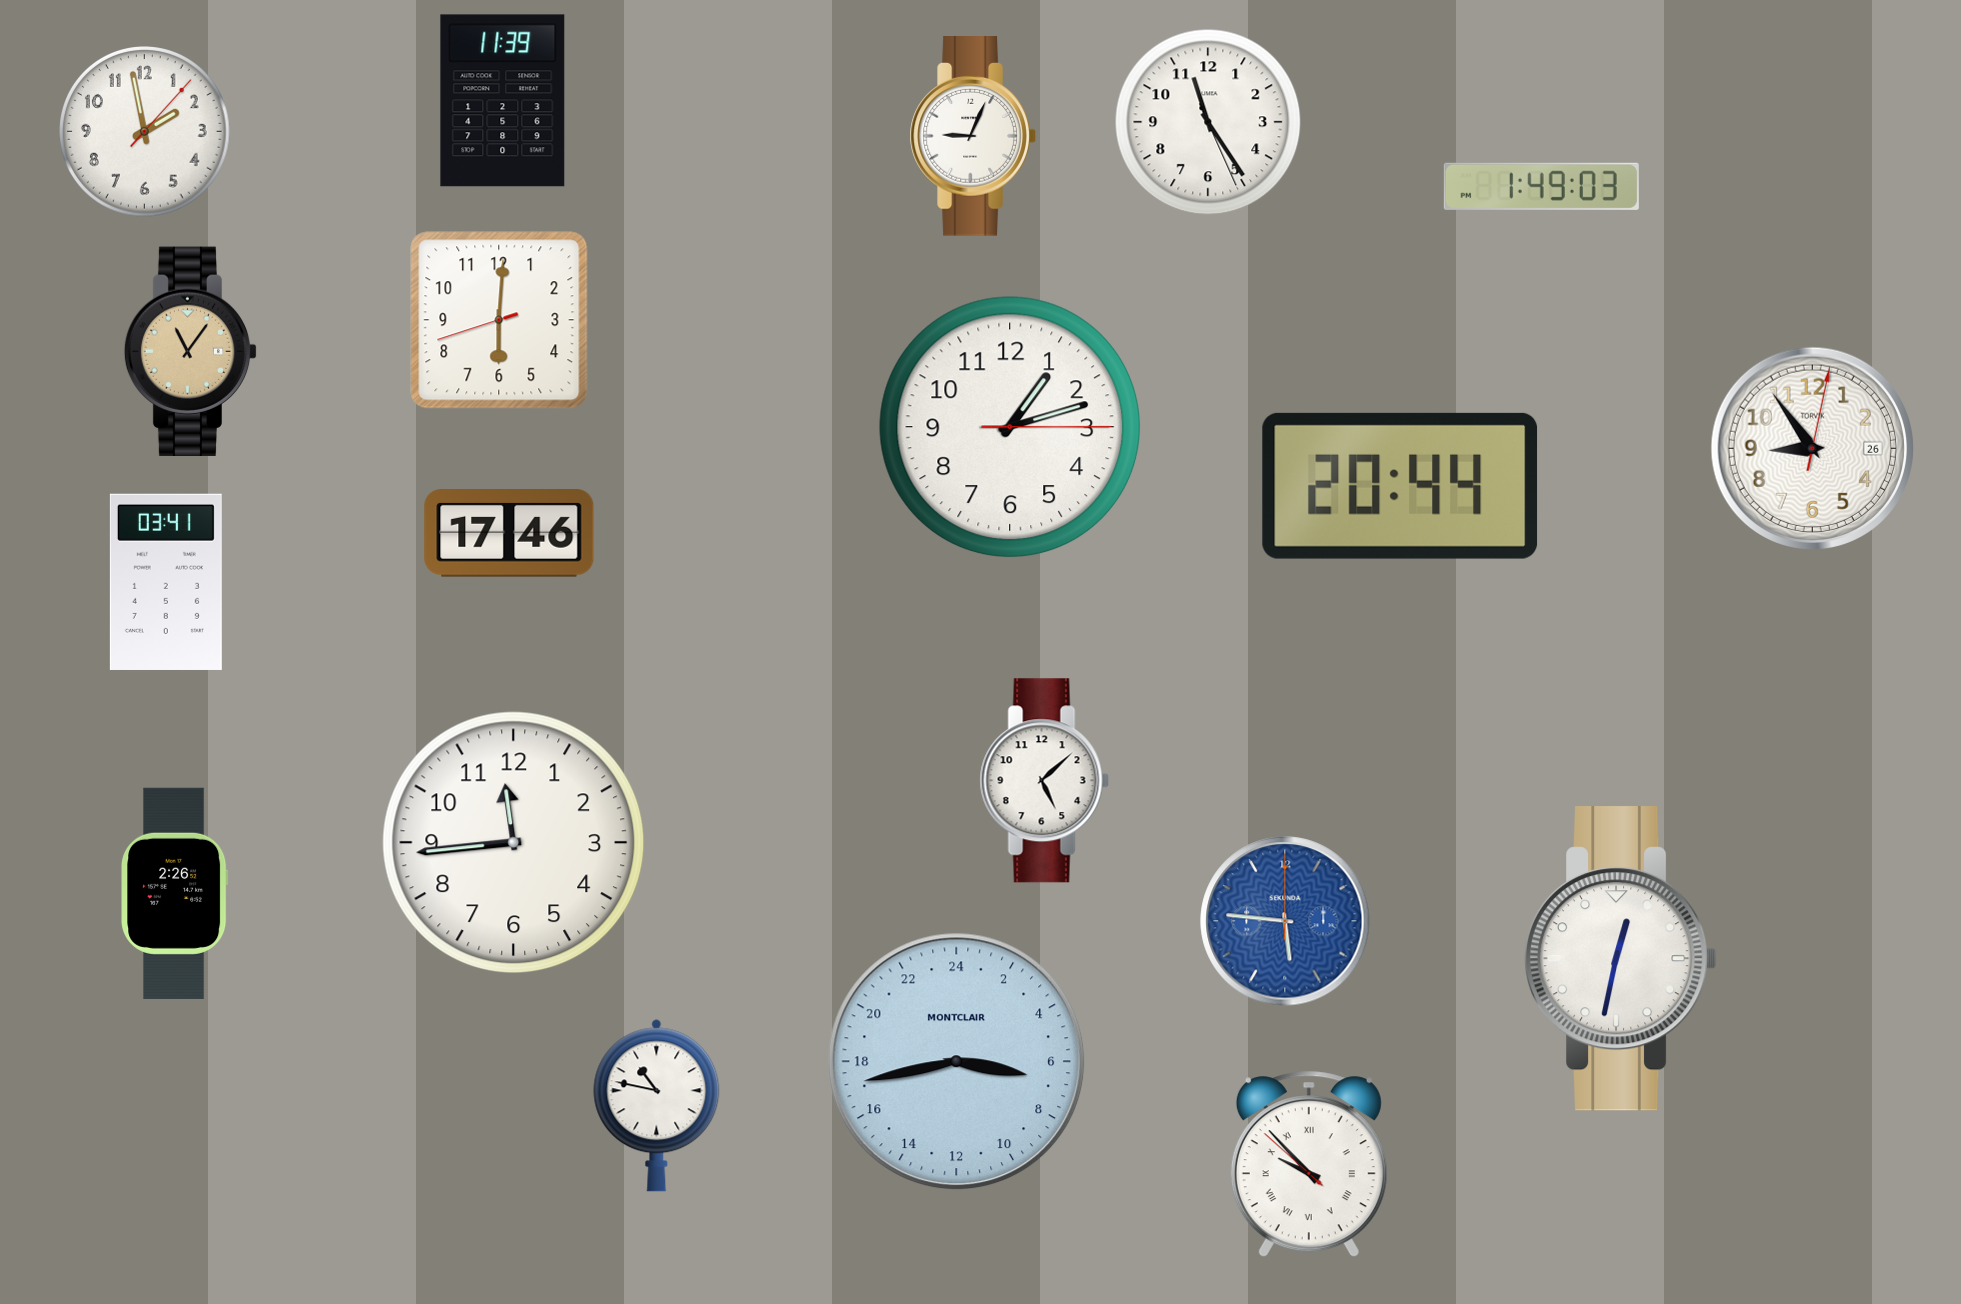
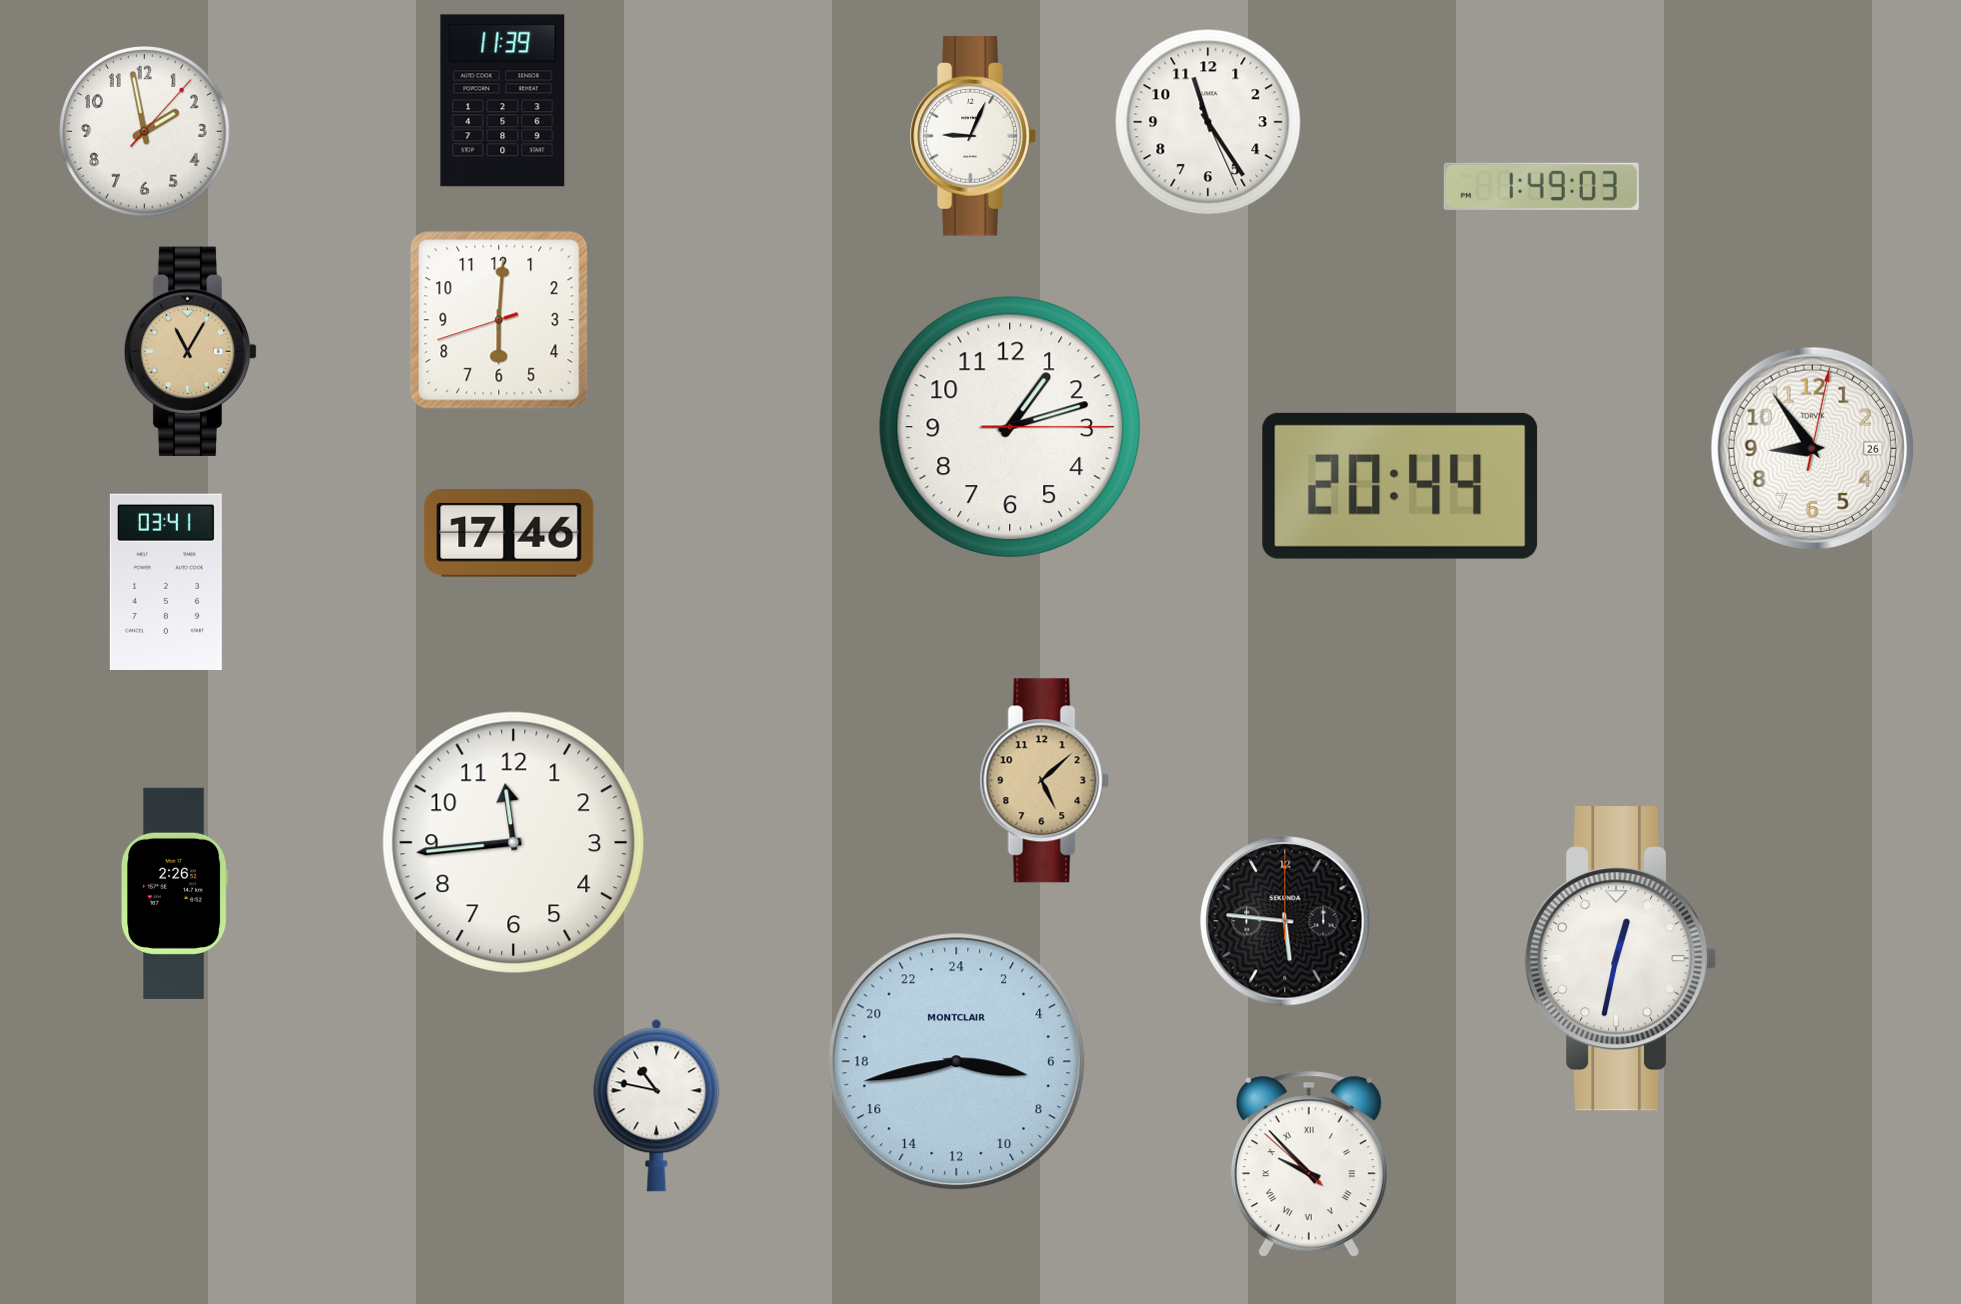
clock at (191, 351): 11:06 -> 11:05
clock at (1044, 781) dial: white -> champagne
clock at (1285, 921) dial: blue -> black
